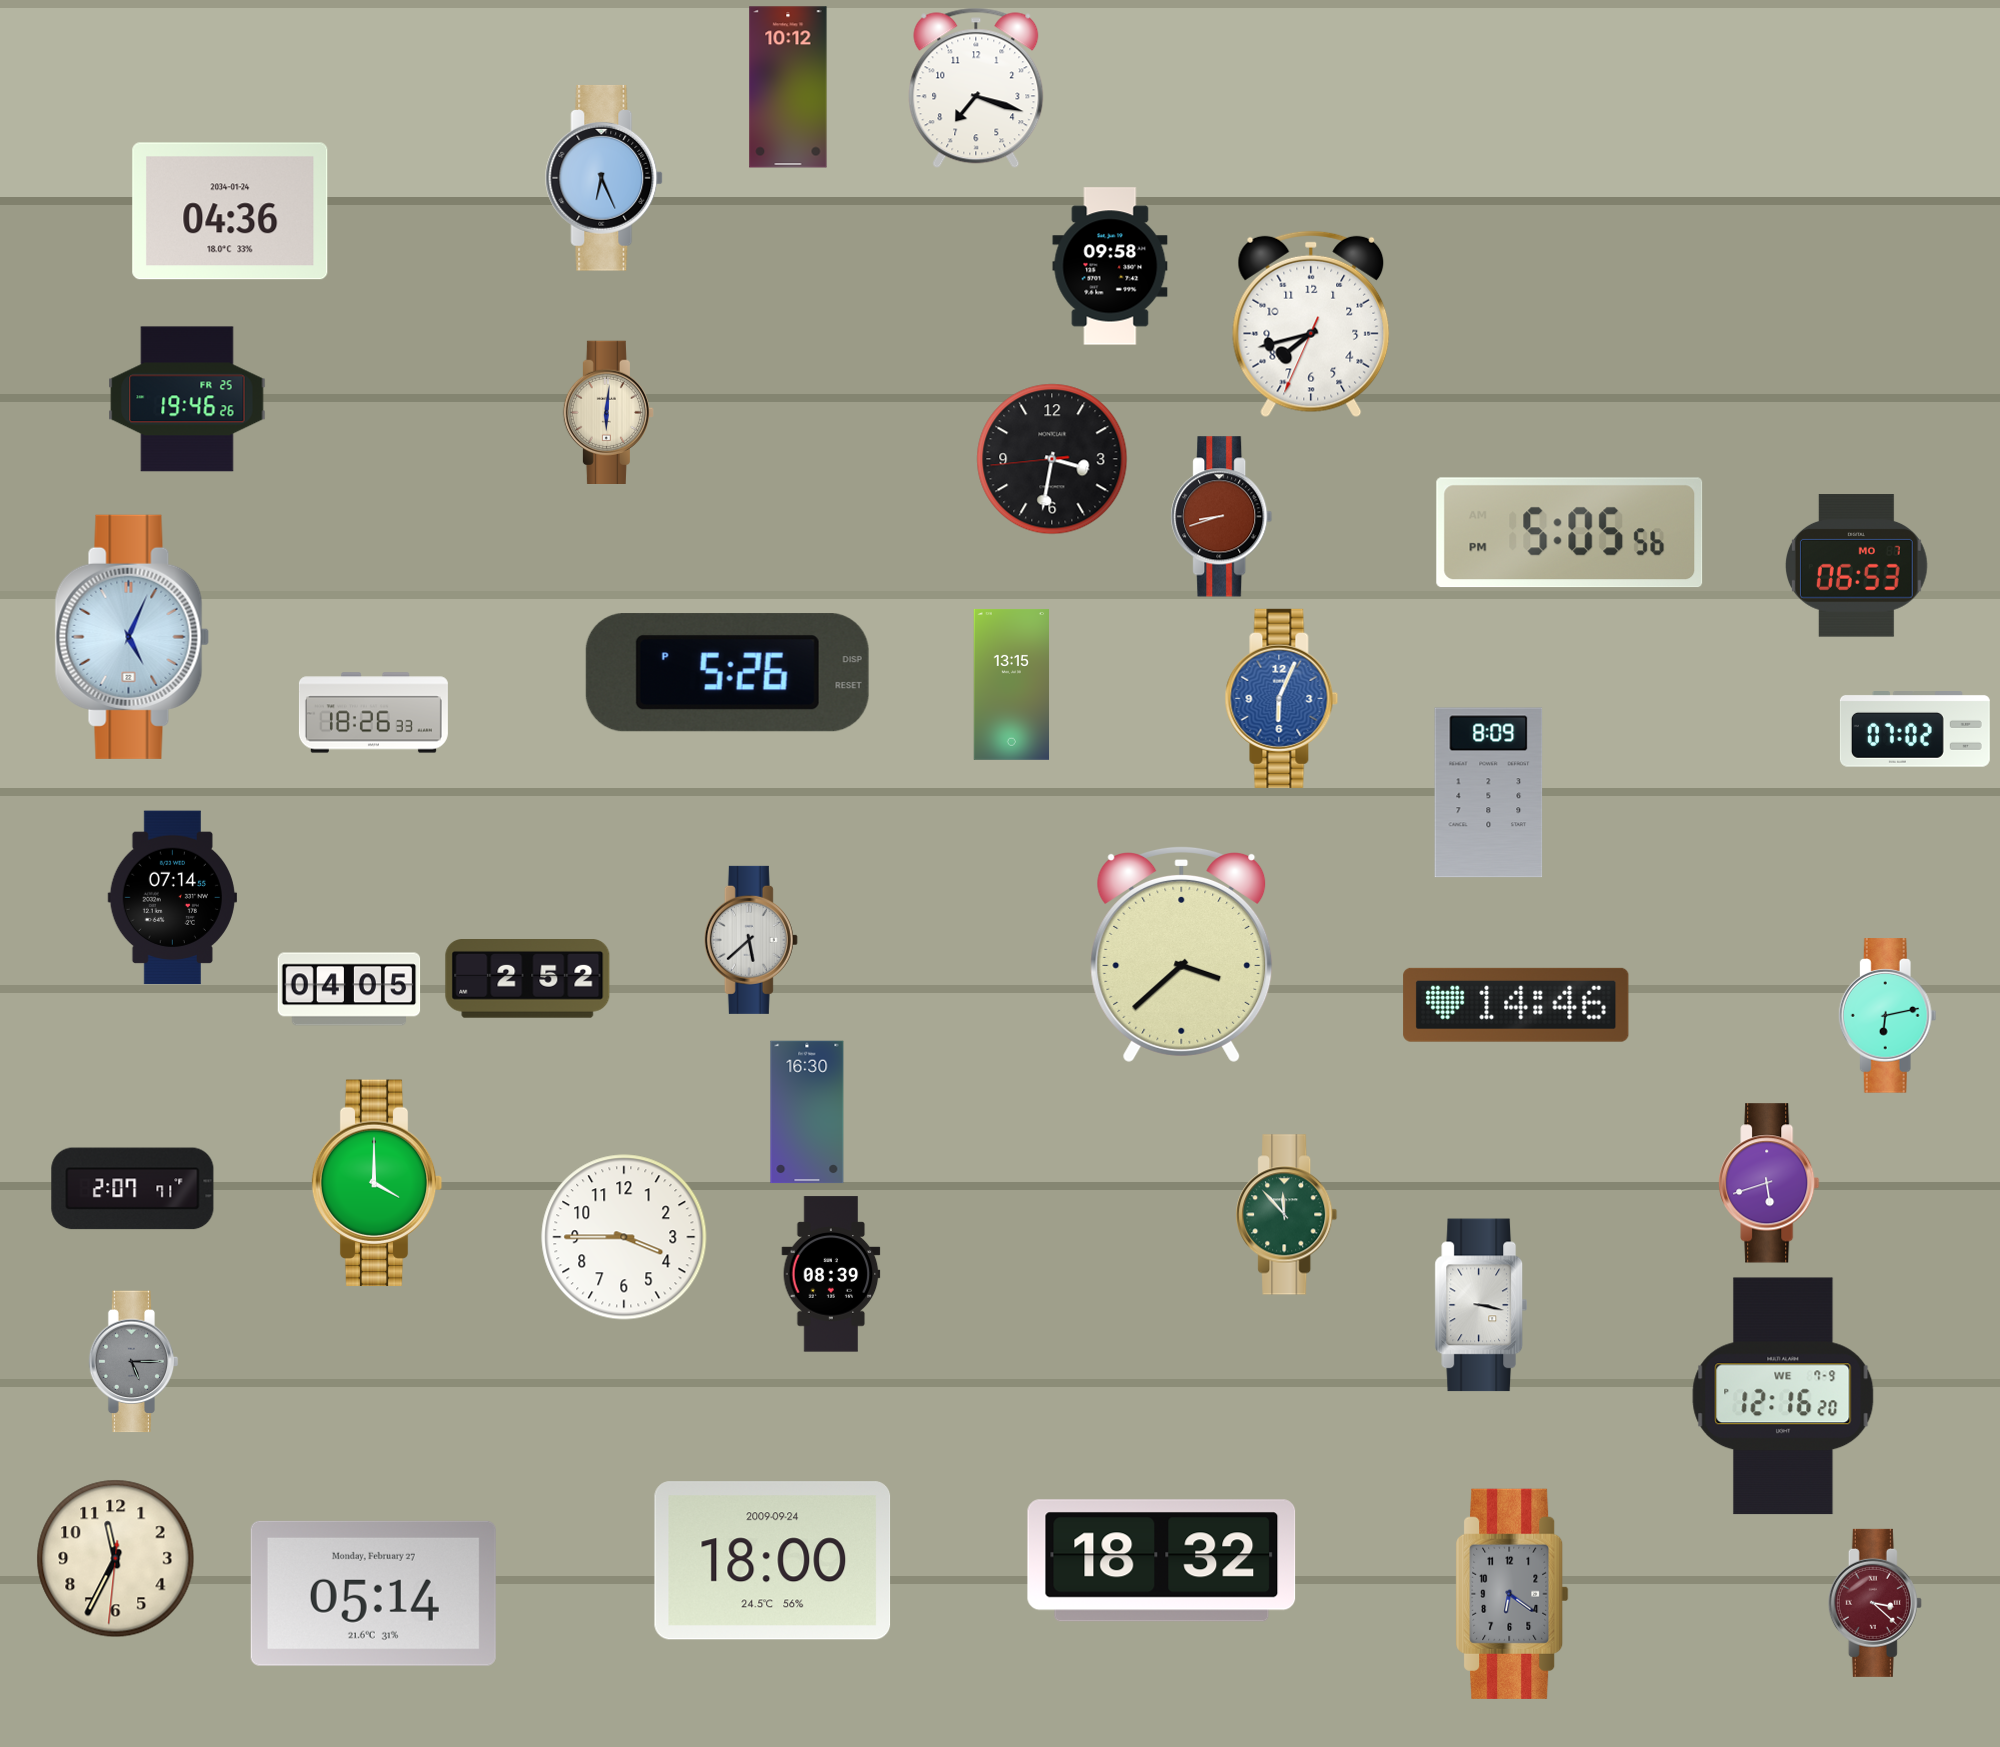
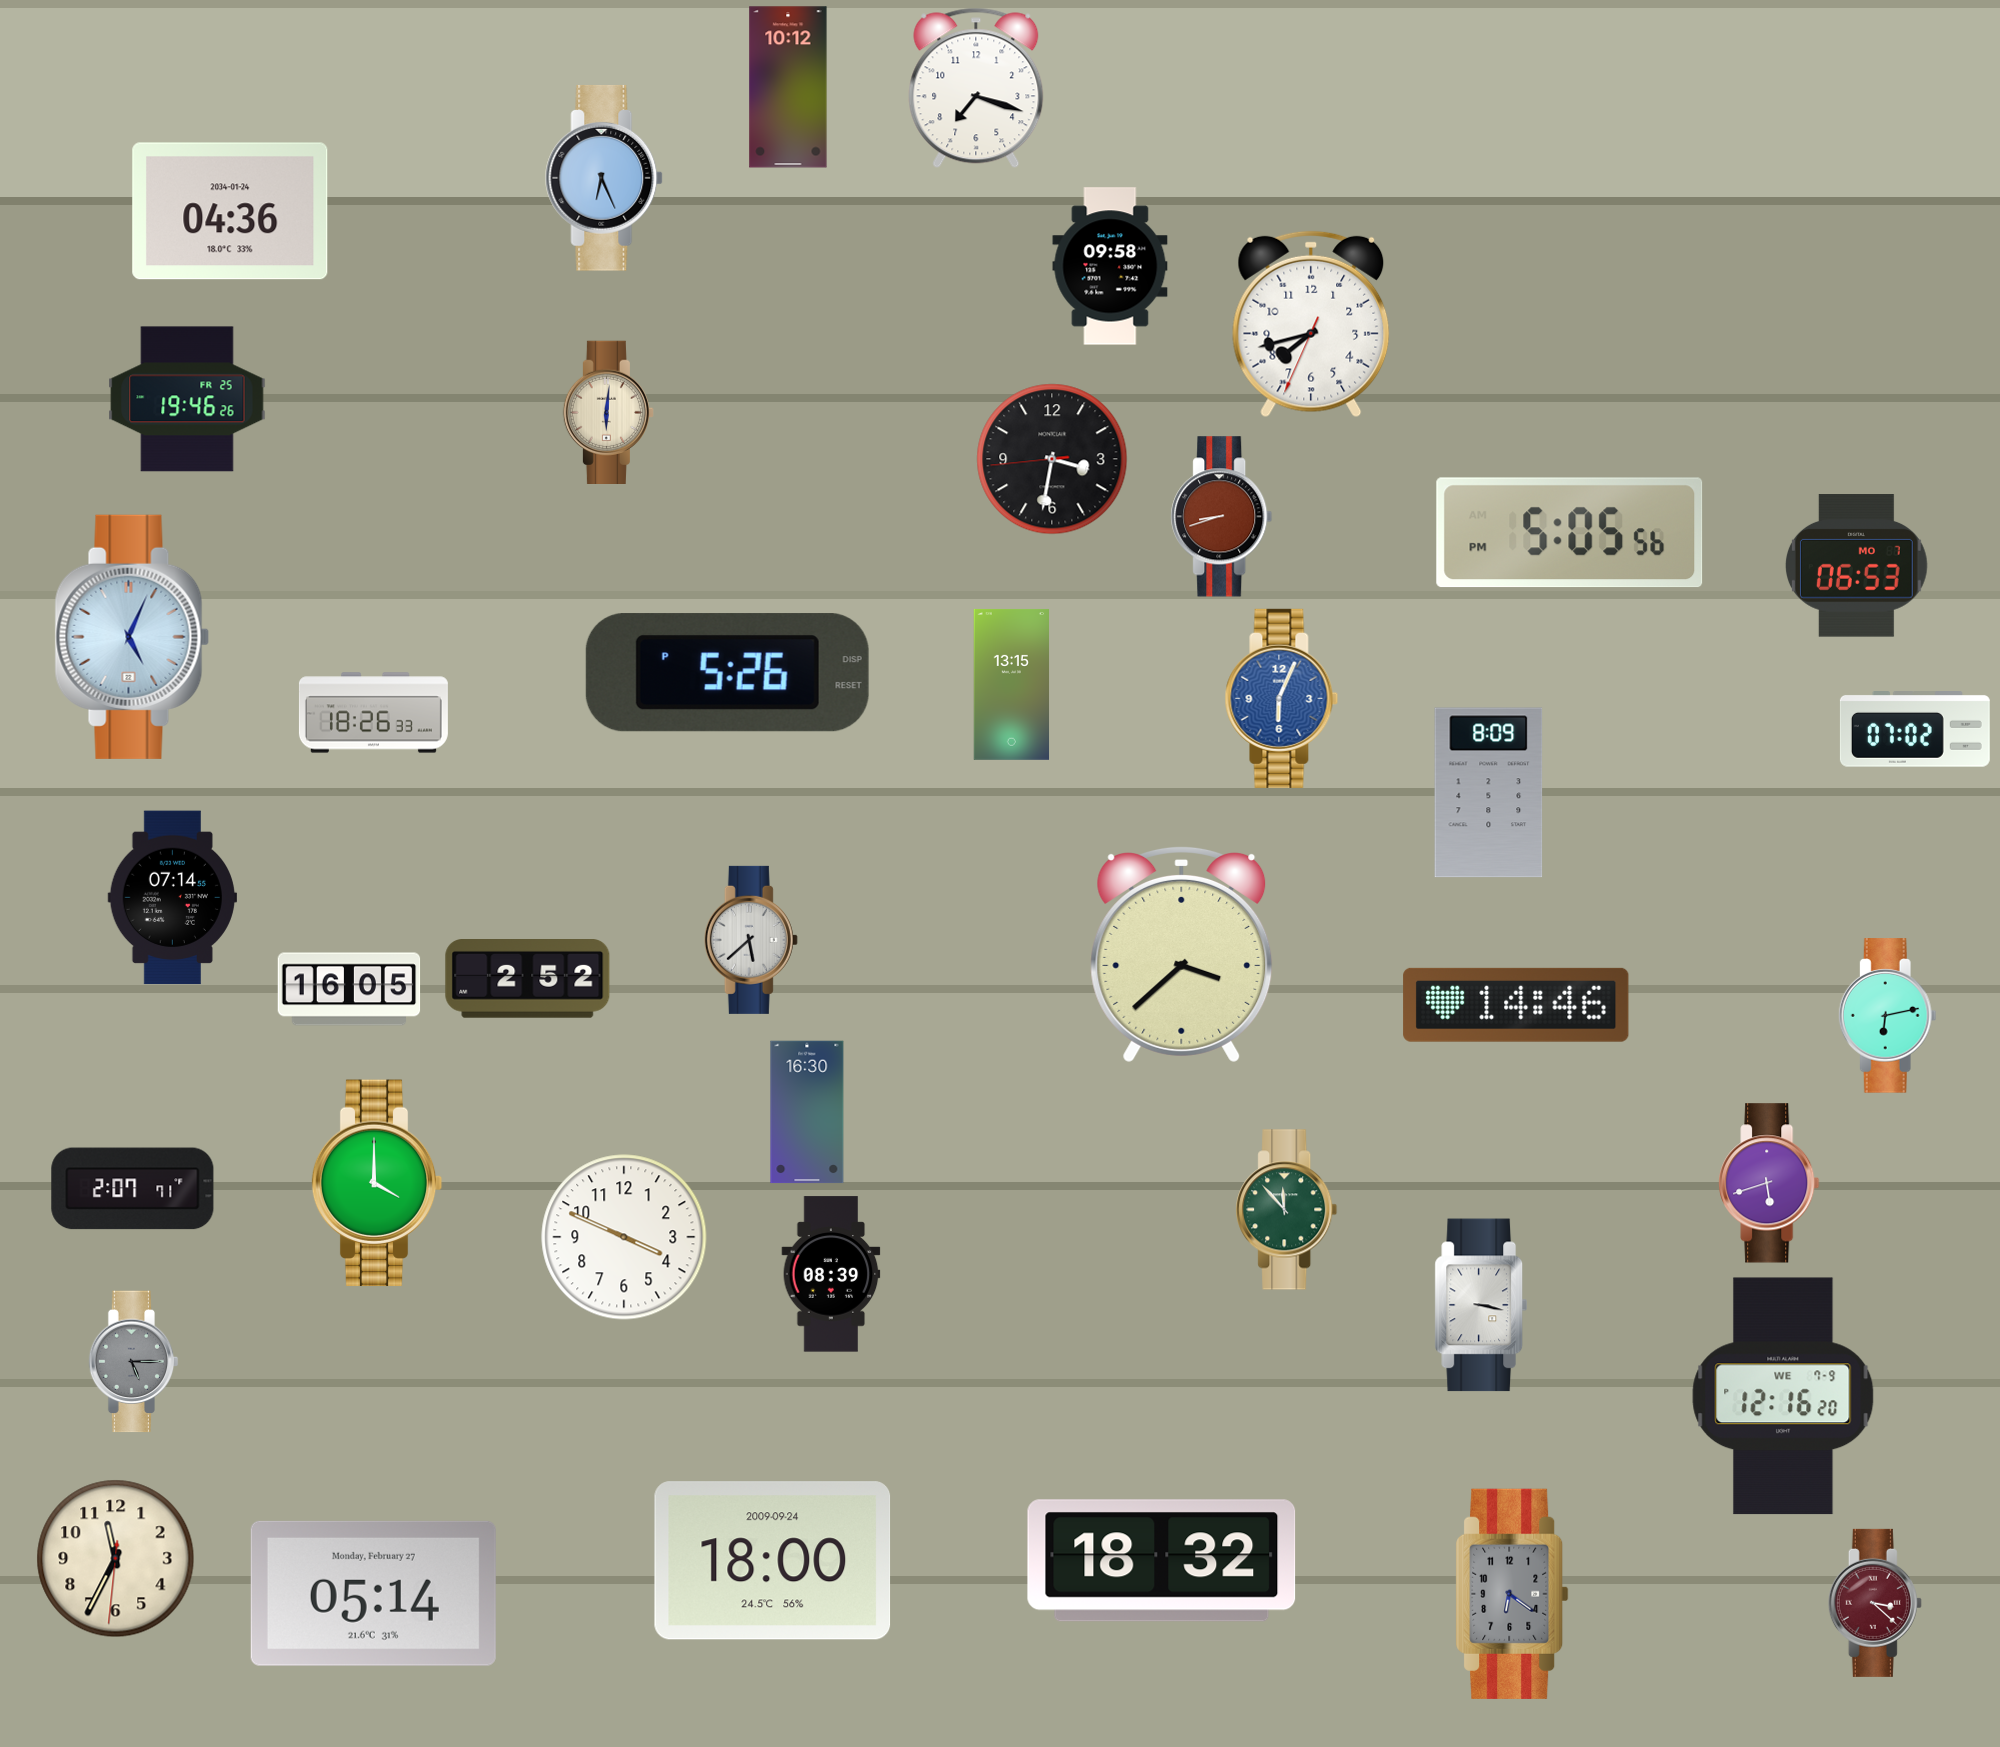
clock at (349, 989): 04:05 -> 16:05
clock at (1287, 1215) position: (1287, 1215) -> (1287, 1210)
clock at (624, 1237): 3:45 -> 3:49
